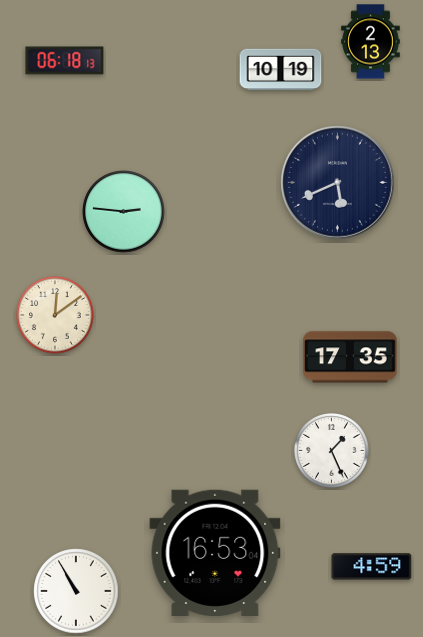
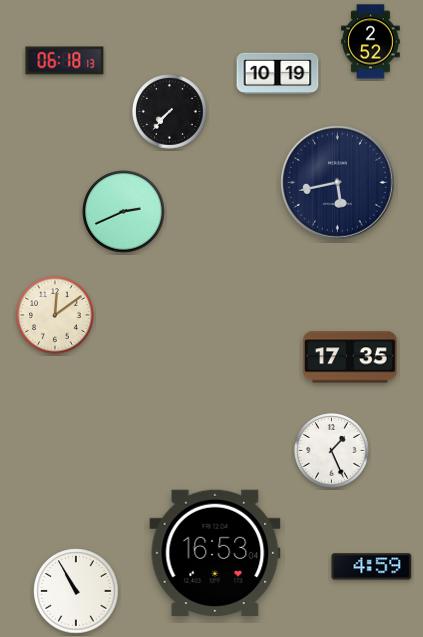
clock at (371, 42): 2:13 -> 2:52
clock at (281, 70) position: (281, 70) -> (278, 74)
clock at (170, 112): none -> 7:37
clock at (338, 183): 5:41 -> 5:43
clock at (124, 212): 2:46 -> 2:41
